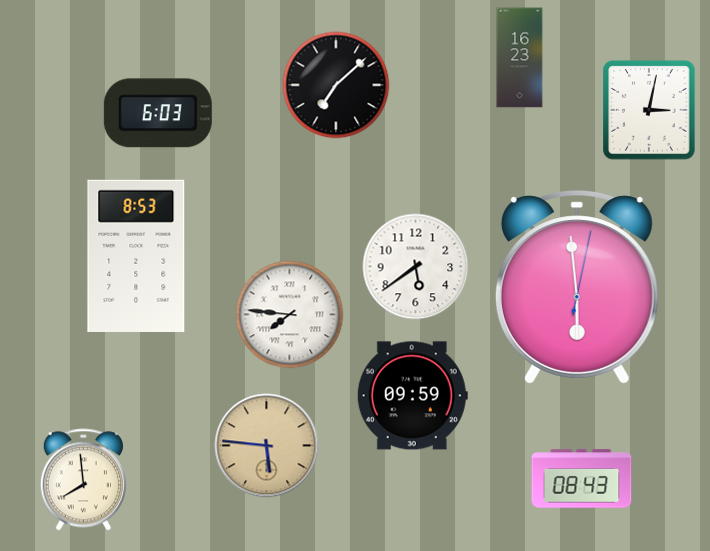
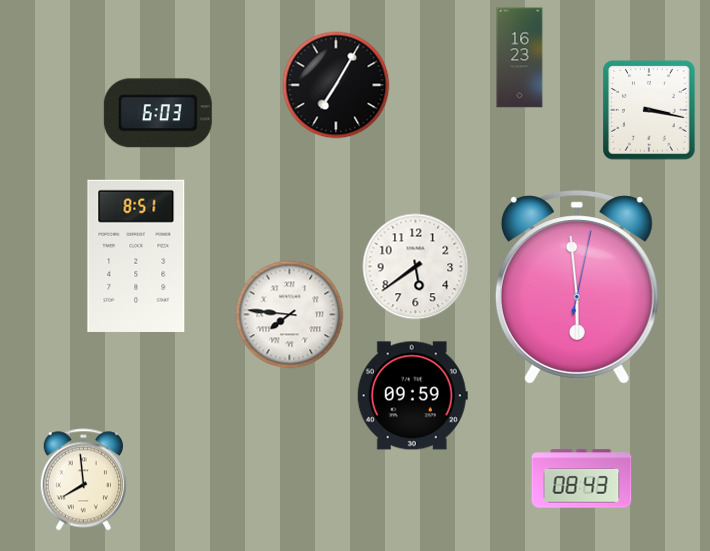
clock at (336, 85): 7:08 -> 7:05
clock at (649, 110): 3:02 -> 3:17
clock at (136, 256): 8:53 -> 8:51
clock at (267, 446): 5:46 -> none
